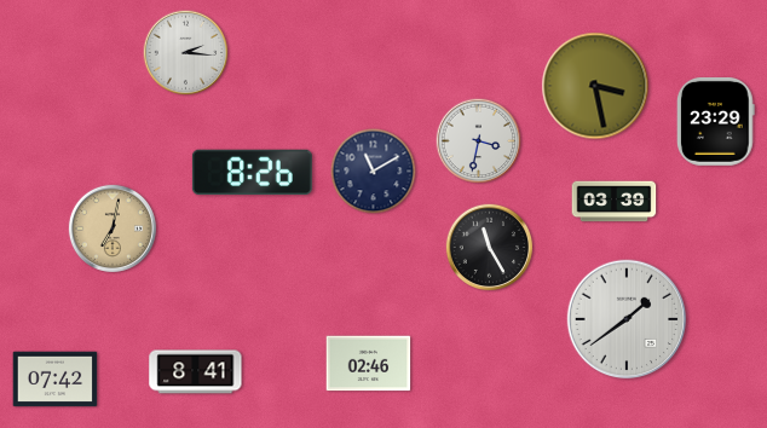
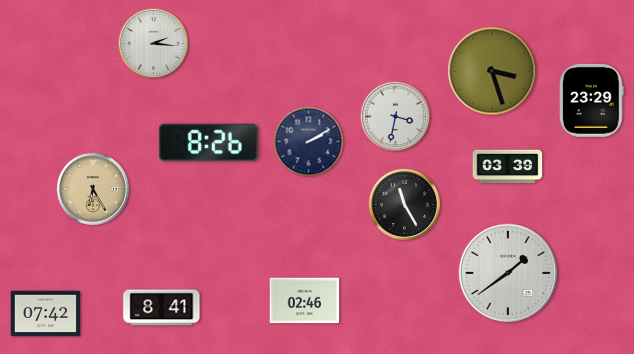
clock at (595, 86): 3:28 -> 3:27
clock at (374, 172): 11:10 -> 2:10
clock at (113, 229): 7:02 -> 6:25
clock at (627, 319) position: (627, 319) -> (508, 273)
